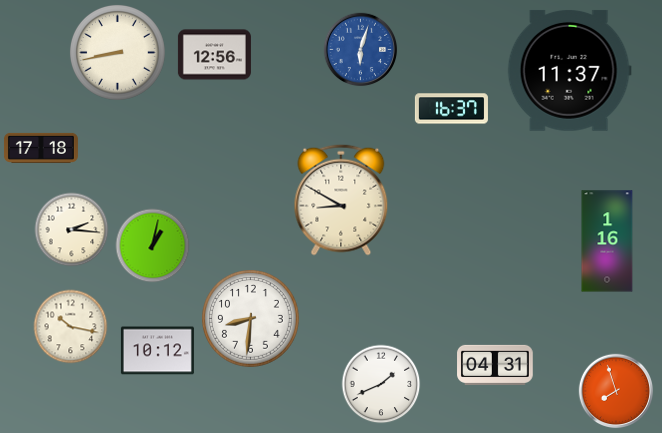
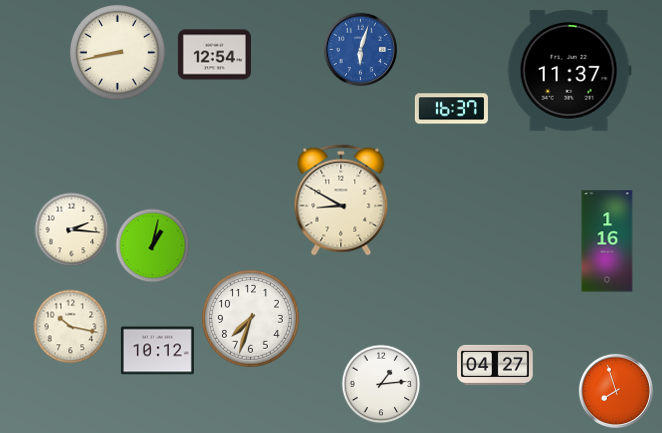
clock at (214, 55): 12:56 -> 12:54
clock at (41, 148): 17:18 -> none
clock at (251, 319): 8:31 -> 7:33
clock at (495, 365): 04:31 -> 04:27
clock at (381, 384): 1:41 -> 1:14
